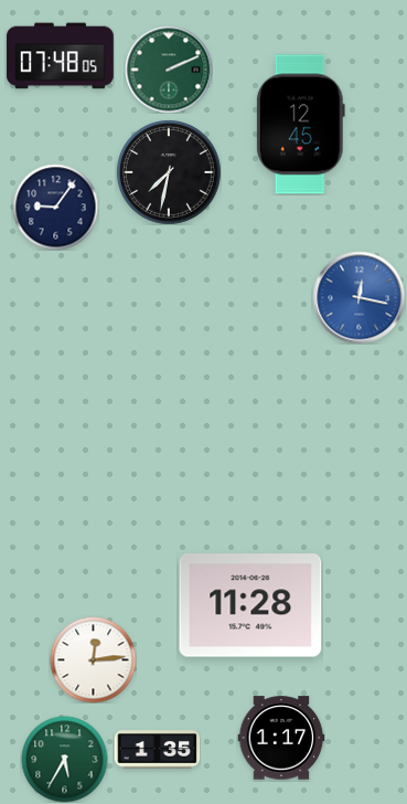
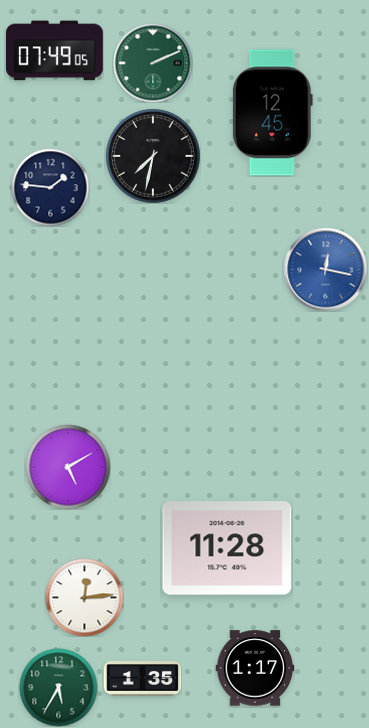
clock at (61, 56): 07:48 -> 07:49
clock at (55, 207): 9:06 -> 1:46
clock at (68, 467): none -> 5:10
